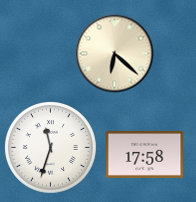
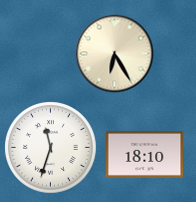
clock at (114, 53): 6:22 -> 6:25
clock at (144, 154): 17:58 -> 18:10
